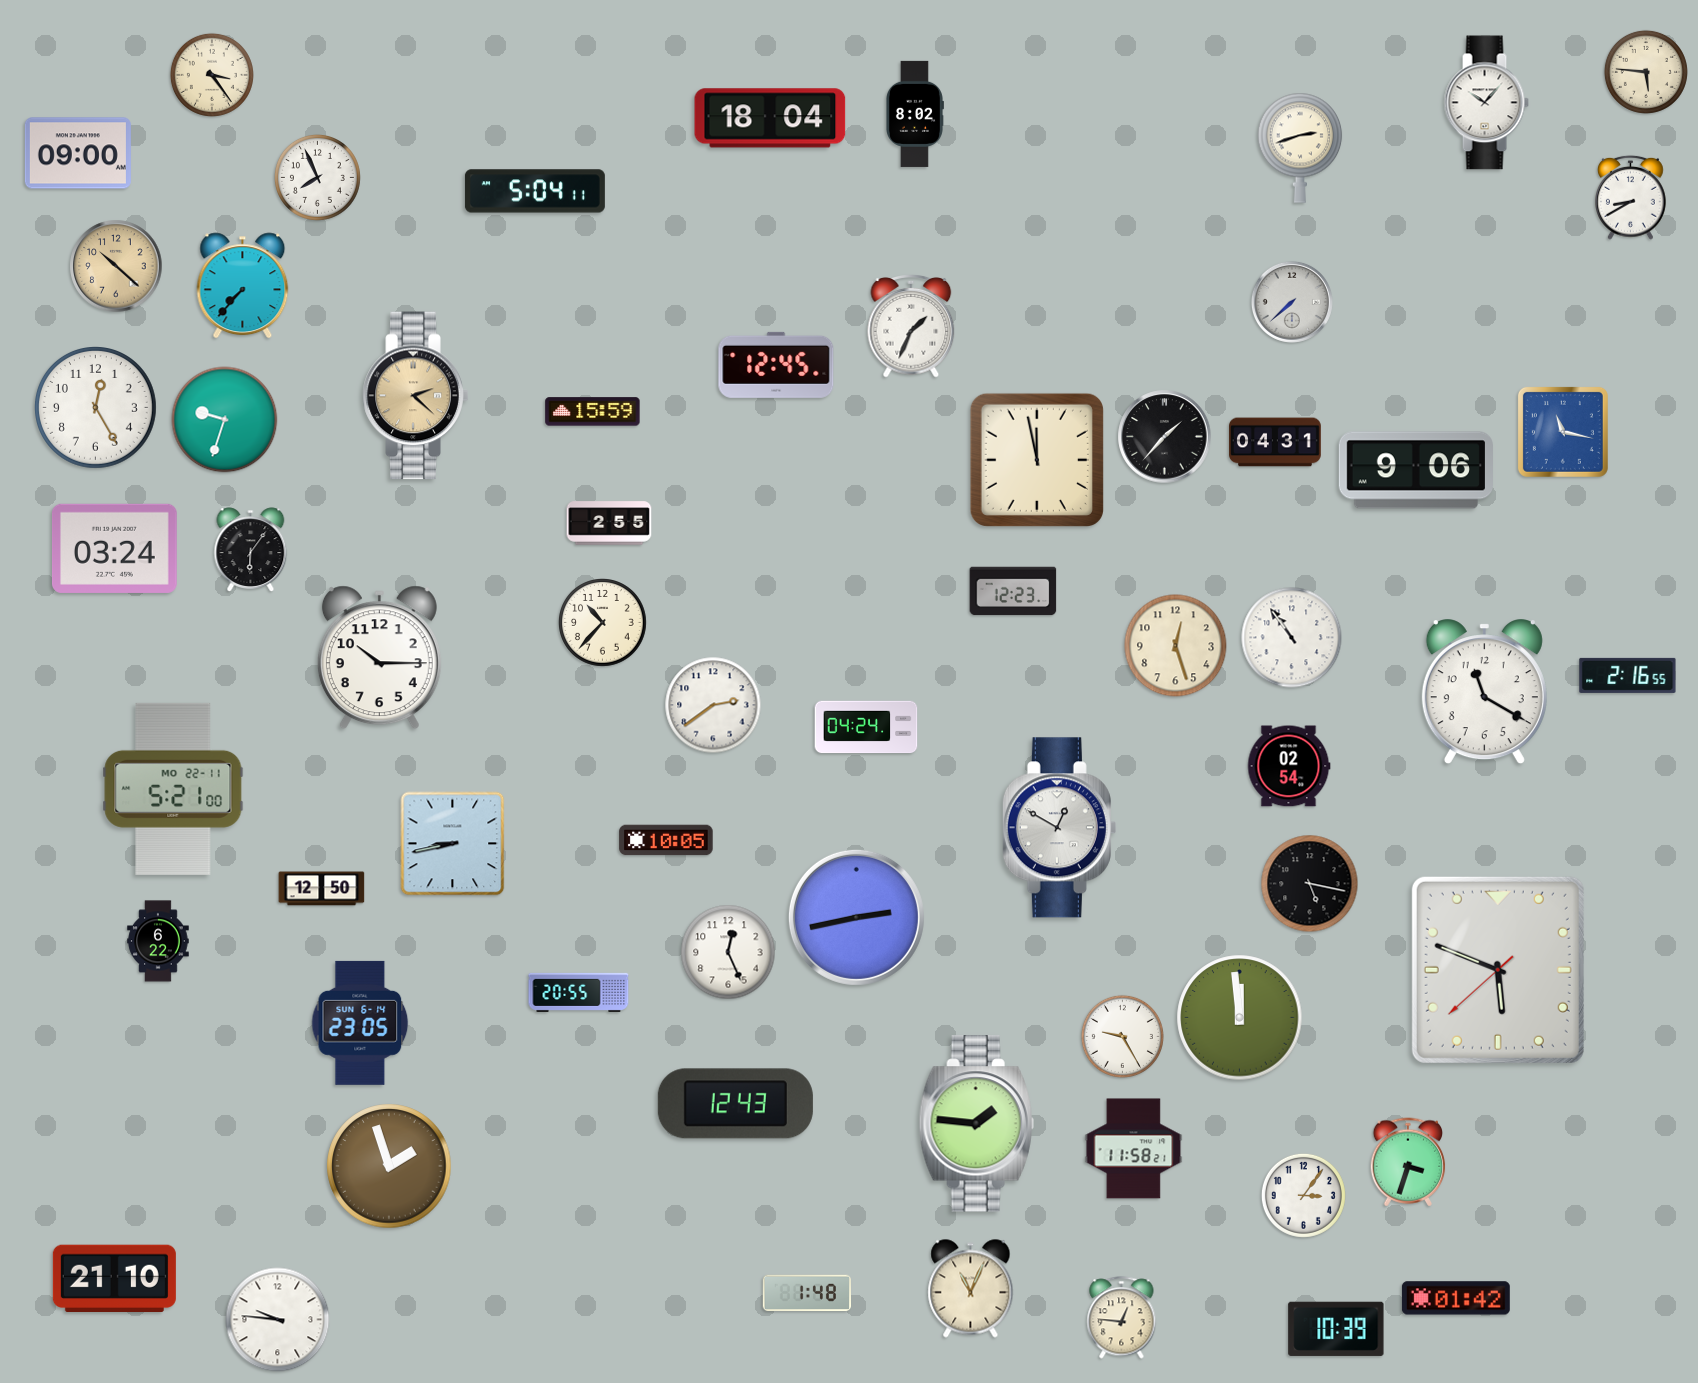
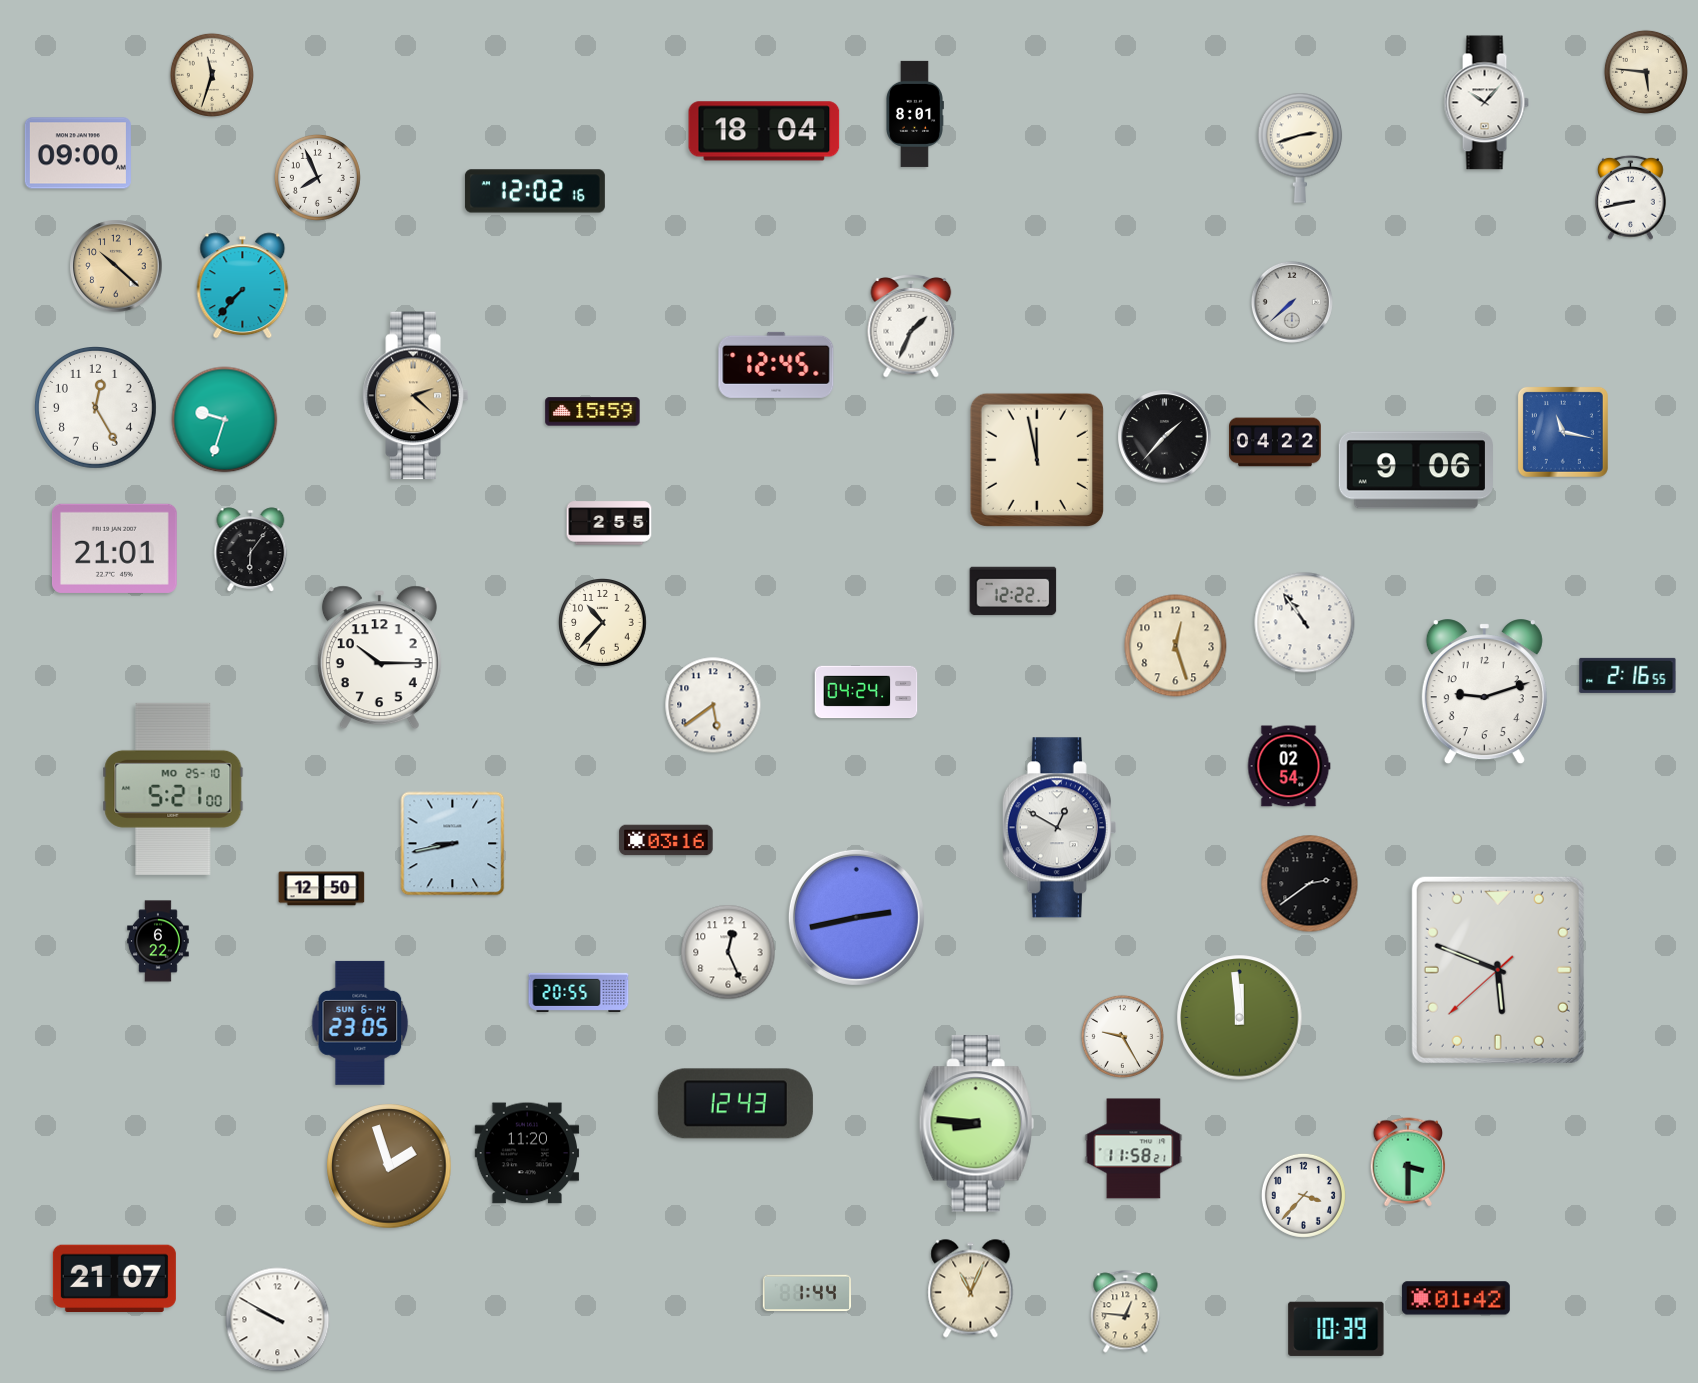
clock at (212, 75): 3:24 -> 11:33
clock at (915, 114): 8:02 -> 8:01
clock at (770, 118) position: (770, 118) -> (764, 131)
clock at (535, 191): 5:04 -> 12:02
clock at (1631, 197): 8:40 -> 8:43
clock at (1275, 442): 04:31 -> 04:22
clock at (114, 548): 03:24 -> 21:01
clock at (1013, 591): 12:23 -> 12:22
clock at (1292, 638) position: (1292, 638) -> (1305, 623)
clock at (1484, 692): 11:20 -> 9:12
clock at (713, 705): 2:39 -> 5:39
clock at (866, 727) position: (866, 727) -> (866, 692)
clock at (173, 789) date: MO 22-11 -> MO 25-10
clock at (666, 840): 10:05 -> 03:16
clock at (1310, 884): 5:17 -> 2:39
clock at (976, 1124): 1:46 -> 8:46
clock at (527, 1153): none -> 11:20
clock at (1408, 1162): 3:33 -> 3:30
clock at (1303, 1195): 3:06 -> 3:37
clock at (114, 1278): 21:10 -> 21:07
clock at (806, 1293): 1:48 -> 1:44
clock at (1122, 1318) position: (1122, 1318) -> (1126, 1312)
clock at (278, 1320): 9:46 -> 9:50
